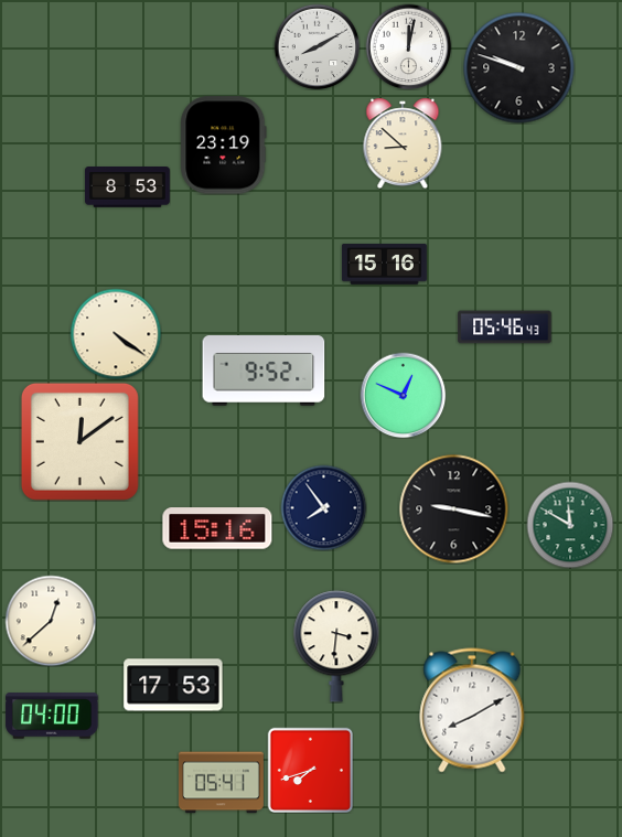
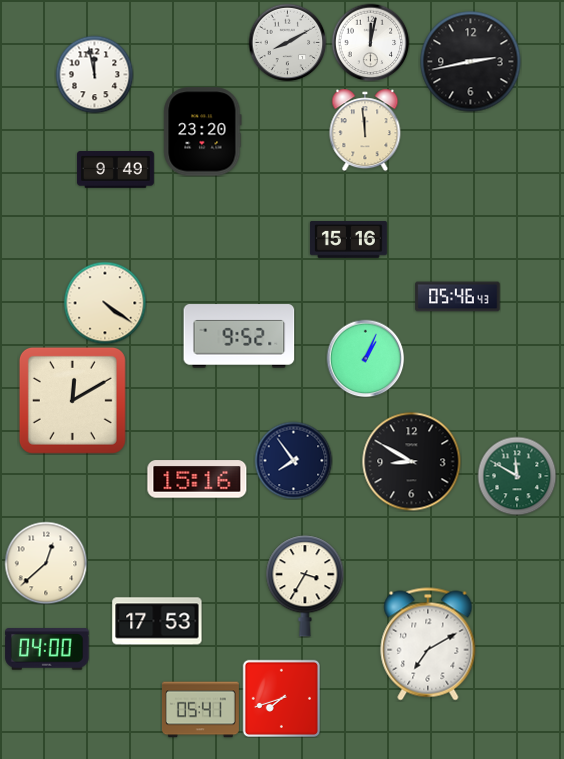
clock at (519, 68): 9:48 -> 2:43
clock at (94, 74): none -> 11:58
clock at (403, 143): 8:52 -> 11:59
clock at (224, 146): 23:19 -> 23:20
clock at (127, 187): 8:53 -> 9:49
clock at (403, 395): 12:49 -> 1:04
clock at (79, 441): 12:09 -> 12:10
clock at (454, 509): 9:17 -> 8:50
clock at (336, 646): 3:31 -> 3:35
clock at (472, 710): 8:10 -> 7:10
